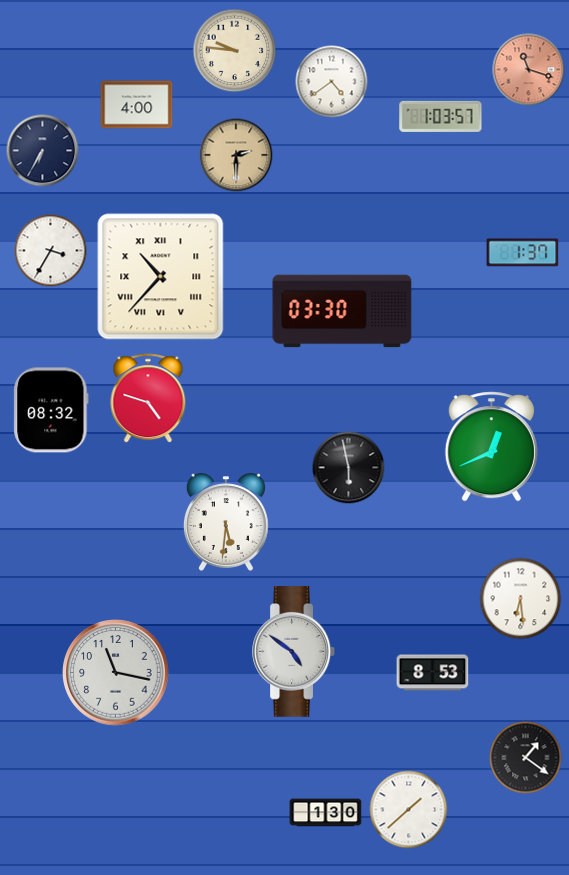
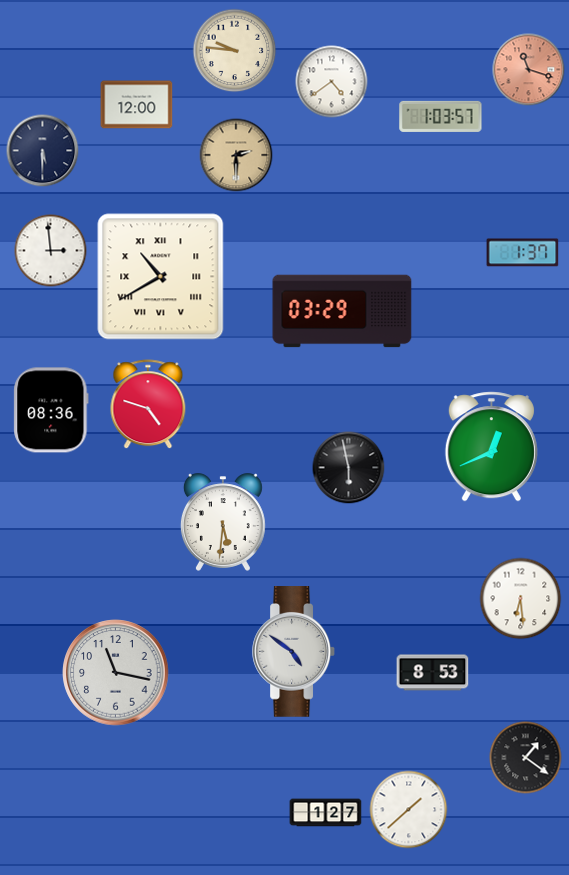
clock at (137, 105): 4:00 -> 12:00
clock at (43, 151): 6:35 -> 5:30
clock at (51, 251): 3:35 -> 2:59
clock at (161, 277): 10:37 -> 10:40
clock at (342, 311): 03:30 -> 03:29
clock at (148, 399) position: (148, 399) -> (148, 405)
clock at (51, 410): 08:32 -> 08:36
clock at (226, 522) position: (226, 522) -> (223, 522)
clock at (326, 813): 1:30 -> 1:27
